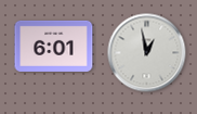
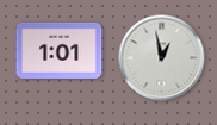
clock at (54, 46): 6:01 -> 1:01
